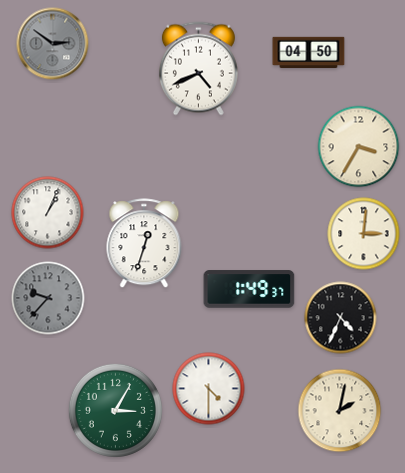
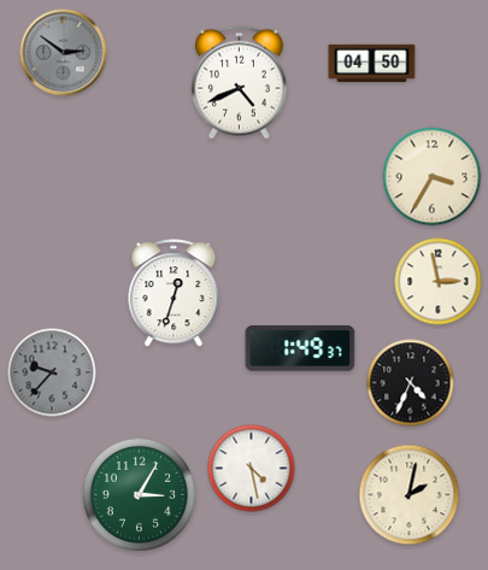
clock at (48, 213): 1:04 -> none
clock at (364, 234): 3:01 -> 2:58
clock at (48, 298) position: (48, 298) -> (52, 372)
clock at (209, 389): 4:30 -> 4:28
